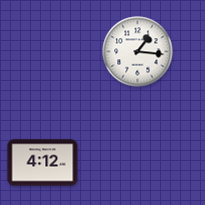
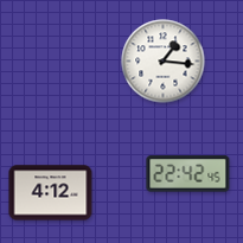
clock at (188, 174): none -> 22:42
